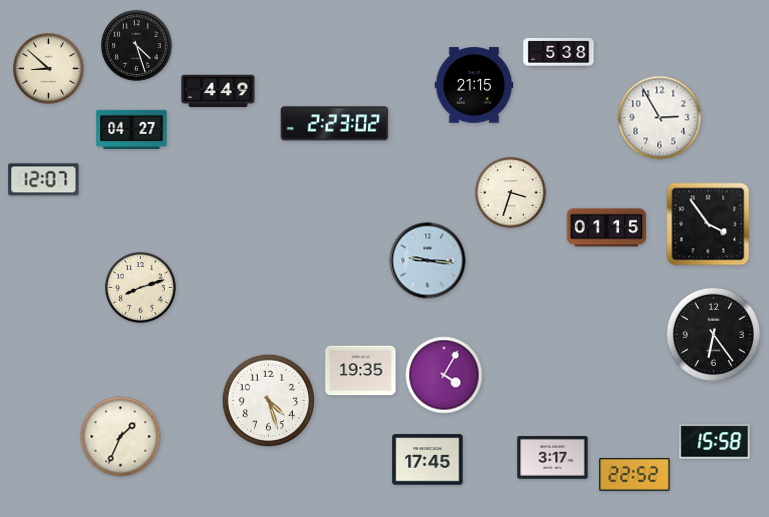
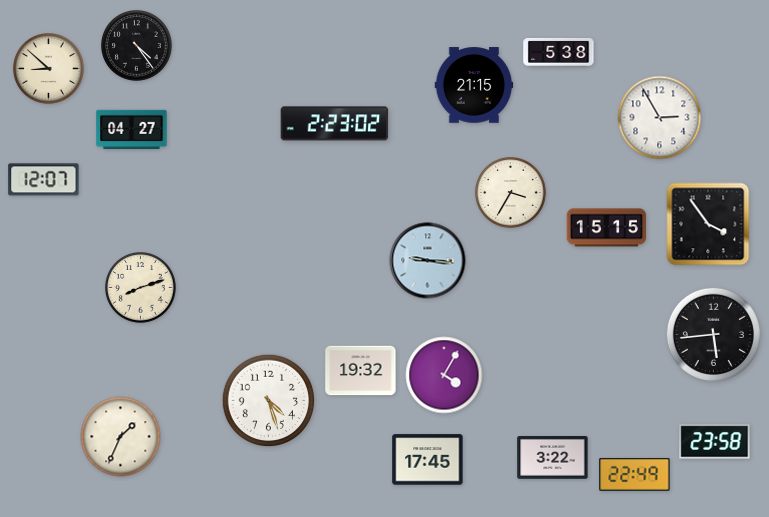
clock at (137, 46): 4:27 -> 4:24
clock at (218, 91): 4:49 -> none
clock at (511, 193): 3:33 -> 3:35
clock at (607, 228): 01:15 -> 15:15
clock at (713, 334): 6:24 -> 5:44
clock at (361, 371): 19:35 -> 19:32
clock at (715, 442): 15:58 -> 23:58
clock at (553, 458): 3:17 -> 3:22
clock at (635, 475): 22:52 -> 22:49
